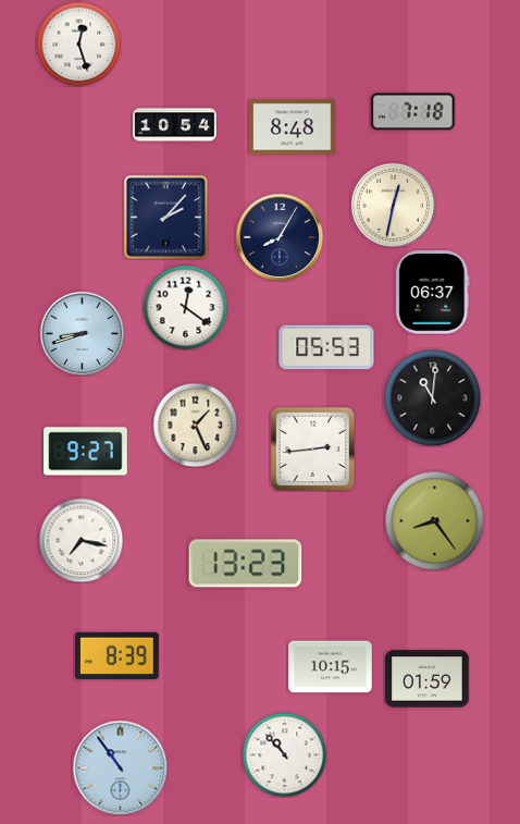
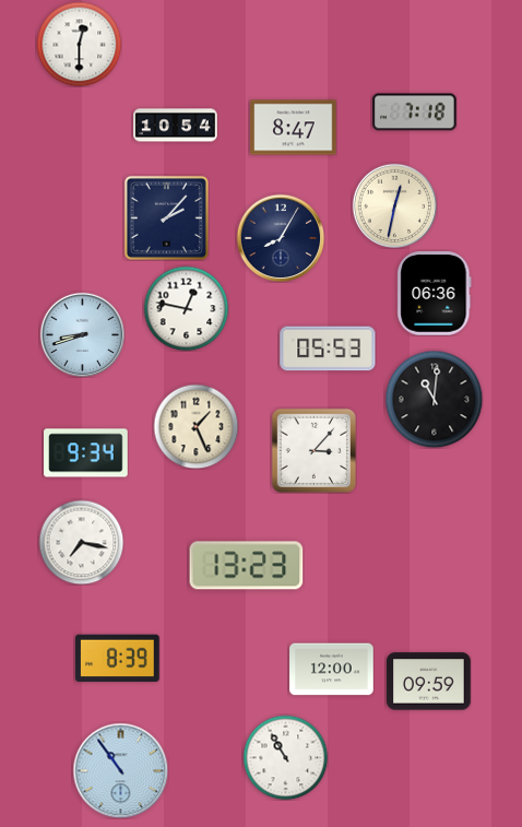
clock at (78, 44): 12:27 -> 12:30
clock at (293, 127): 8:48 -> 8:47
clock at (433, 293): 06:37 -> 06:36
clock at (185, 307): 12:21 -> 12:47
clock at (312, 448): 2:44 -> 3:07
clock at (86, 452): 9:27 -> 9:34
clock at (434, 520): 8:24 -> none
clock at (331, 667): 10:15 -> 12:00
clock at (428, 679): 01:59 -> 09:59
clock at (284, 754): 10:53 -> 10:55
